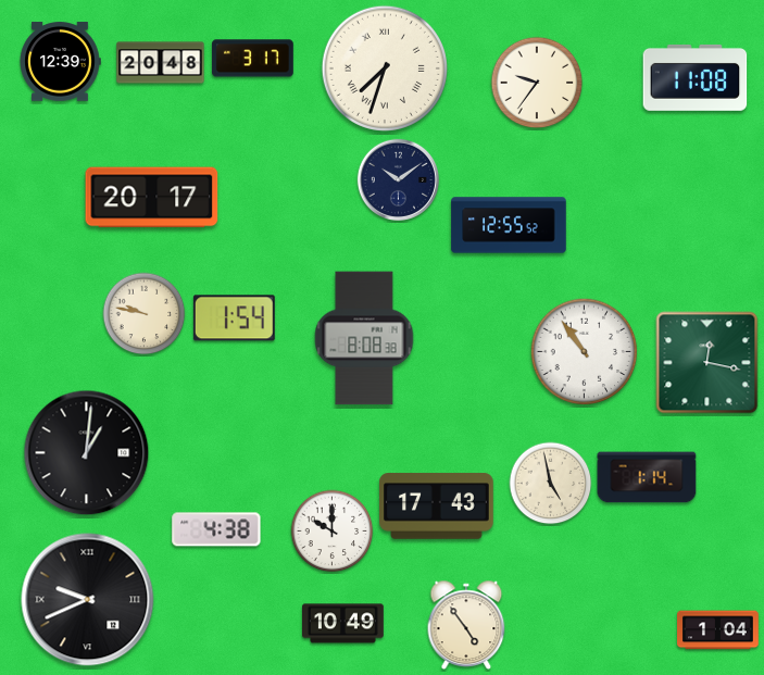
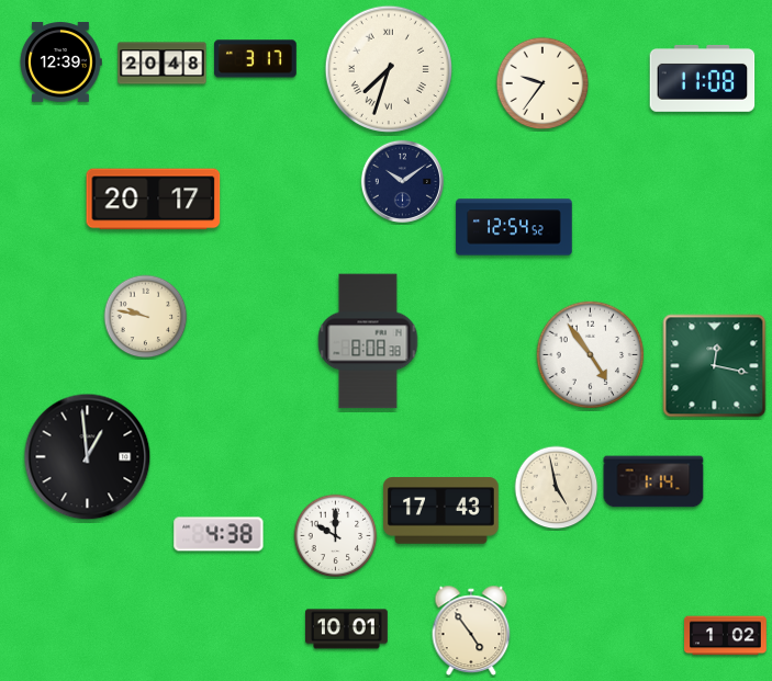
clock at (509, 225): 12:55 -> 12:54
clock at (234, 318): 1:54 -> none
clock at (585, 352): 10:54 -> 4:54
clock at (87, 453): 1:01 -> 12:59
clock at (88, 600): 9:41 -> none
clock at (343, 624): 10:49 -> 10:01
clock at (718, 630): 1:04 -> 1:02
